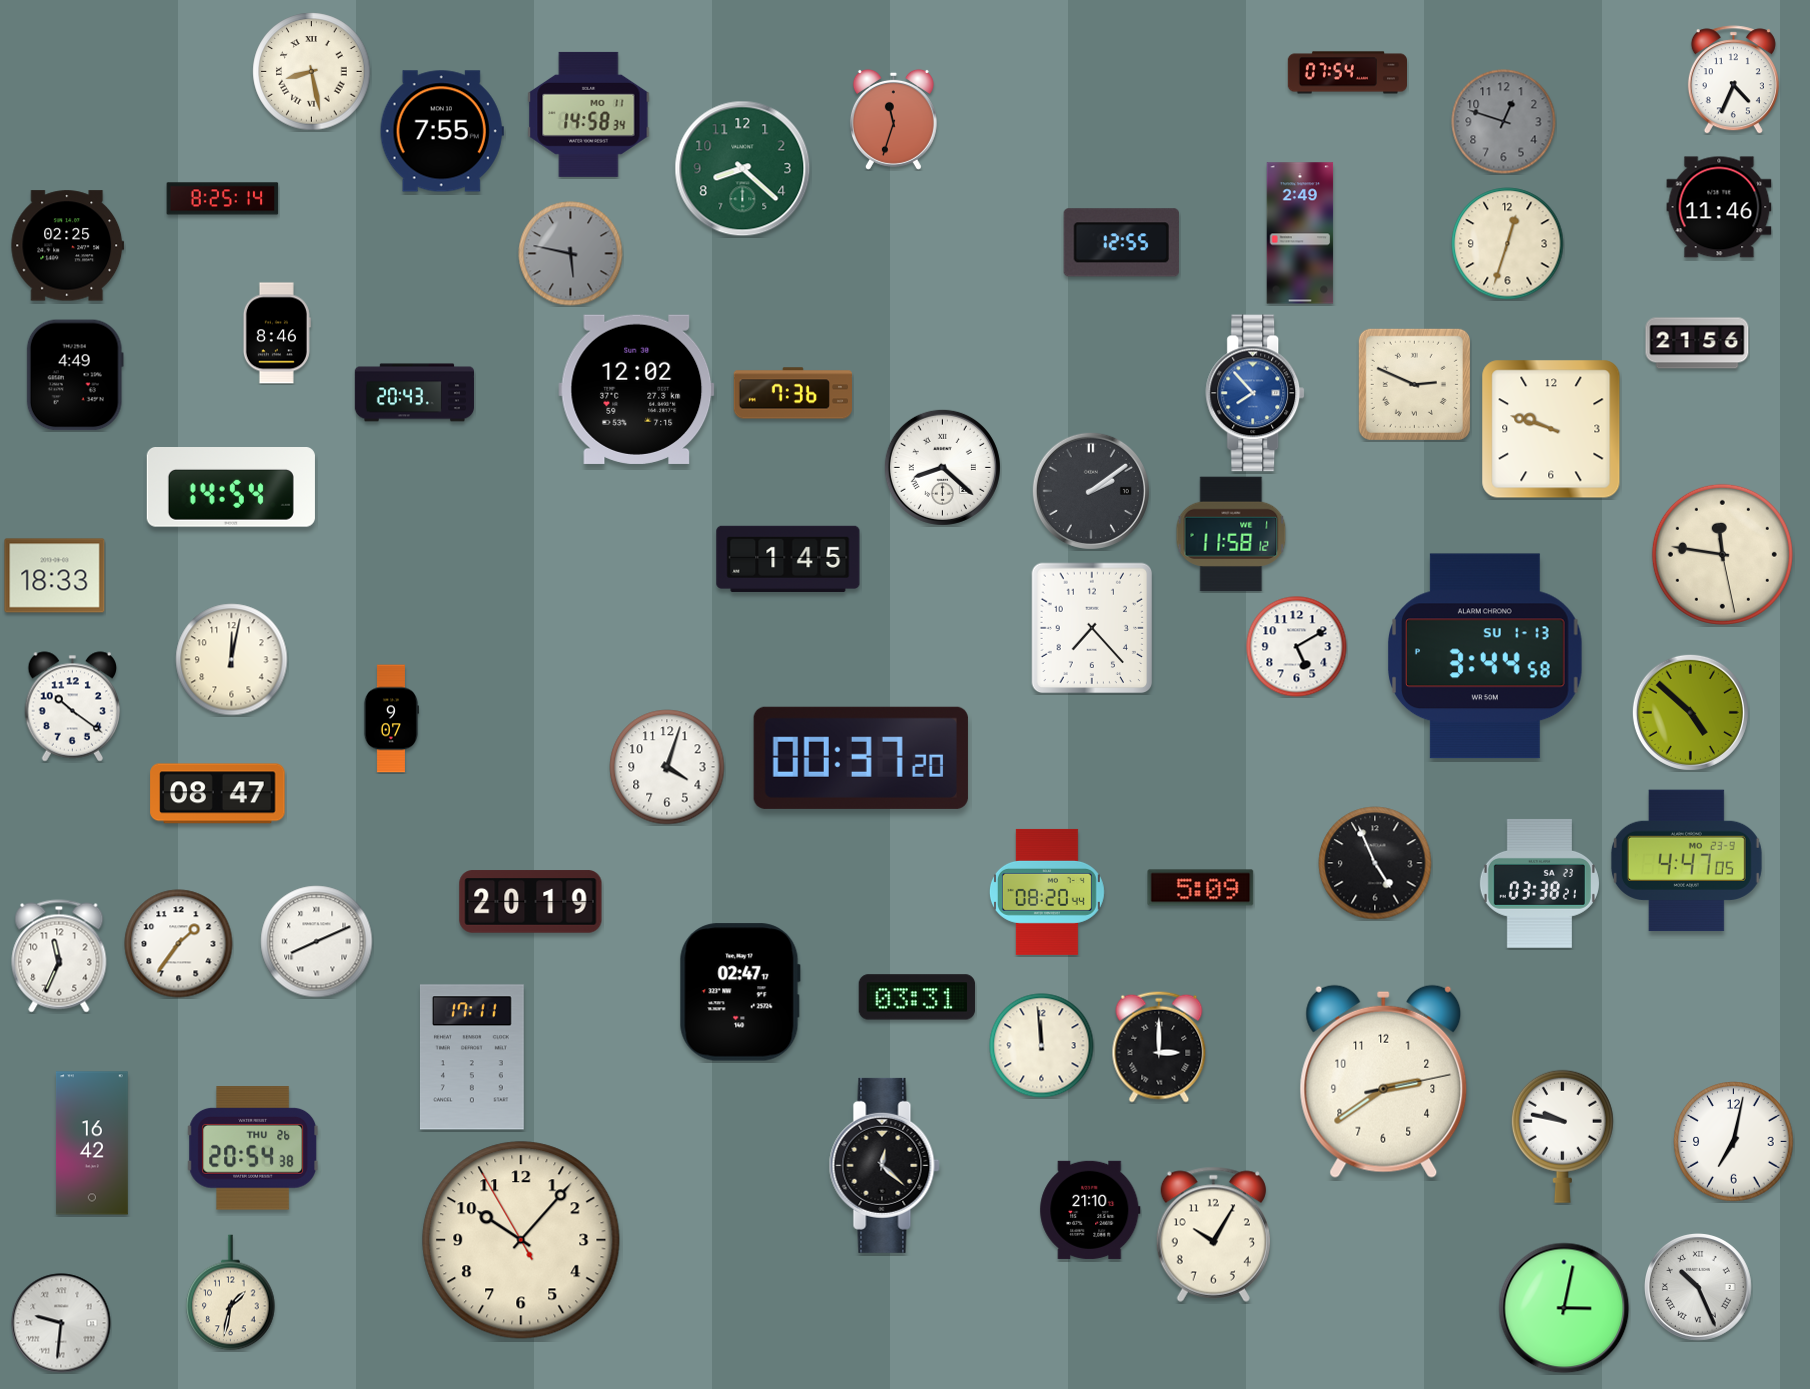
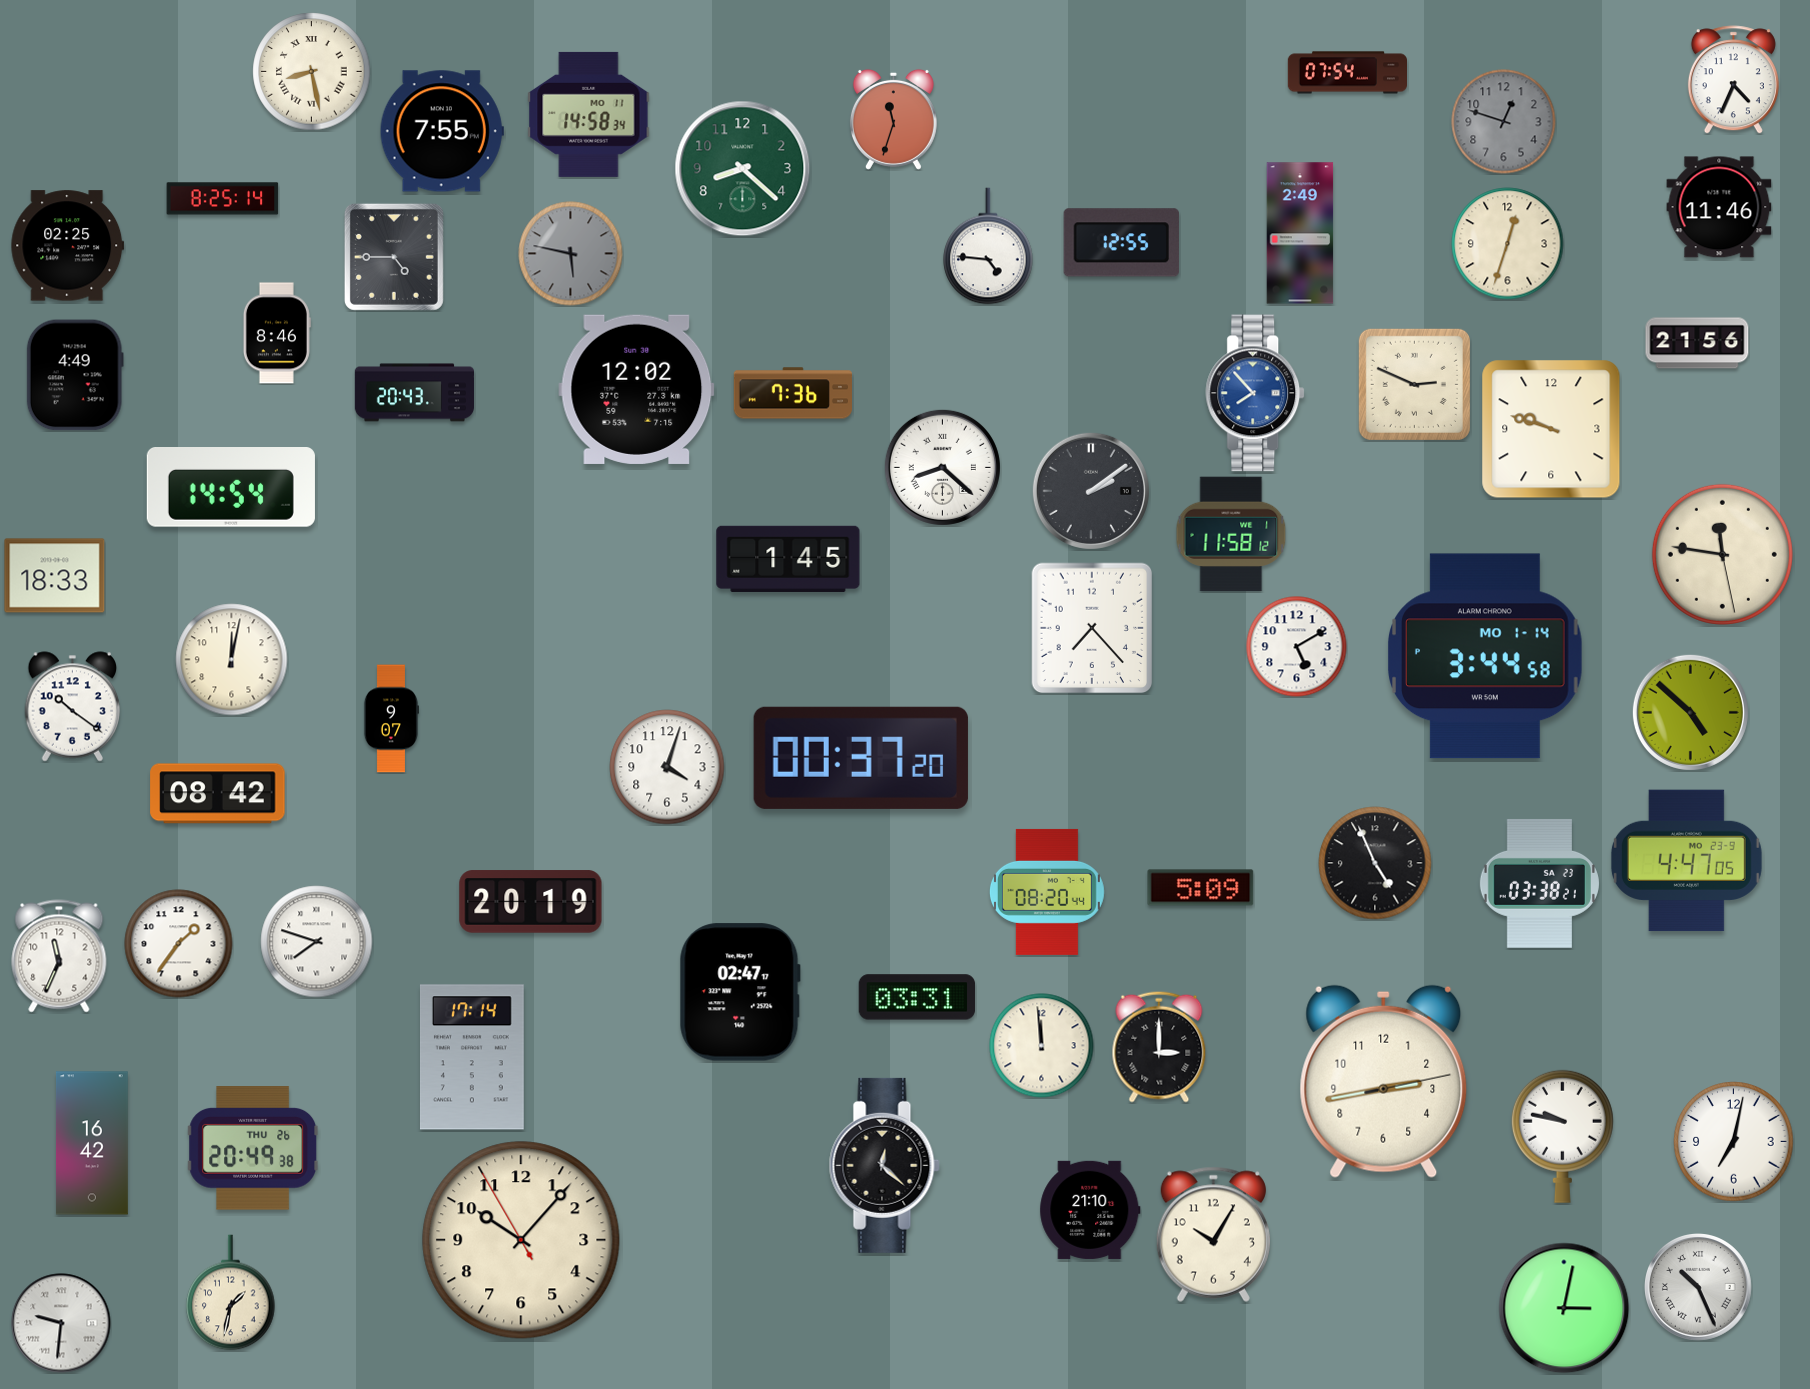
clock at (988, 246): none -> 4:46
clock at (394, 257): none -> 4:45
clock at (1485, 656) date: SU 1-13 -> MO 1-14
clock at (218, 794): 08:47 -> 08:42
clock at (317, 942): 8:11 -> 7:48
clock at (472, 1057): 17:11 -> 17:14
clock at (1384, 1081): 2:39 -> 2:43
clock at (253, 1148): 20:54 -> 20:49
